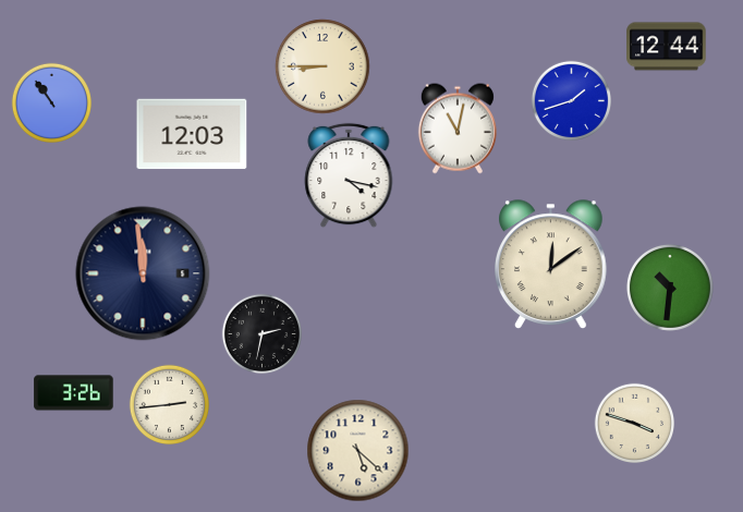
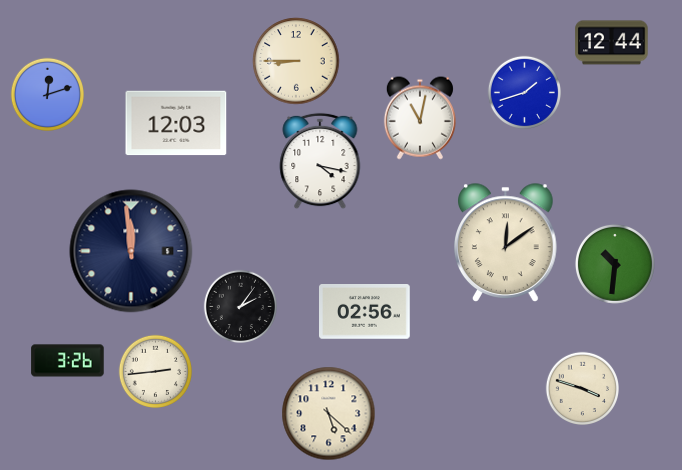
clock at (51, 102): 10:54 -> 12:12
clock at (261, 333): 2:32 -> 2:06
clock at (365, 312): none -> 02:56
